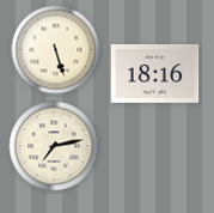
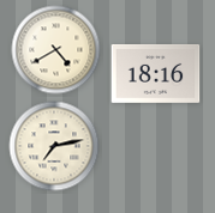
clock at (56, 50): 5:27 -> 4:40
